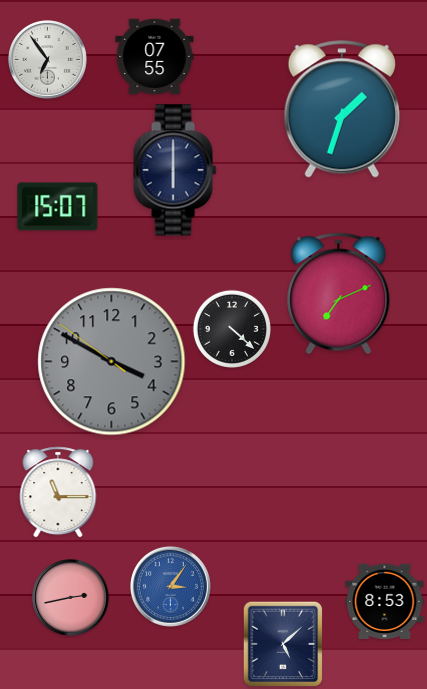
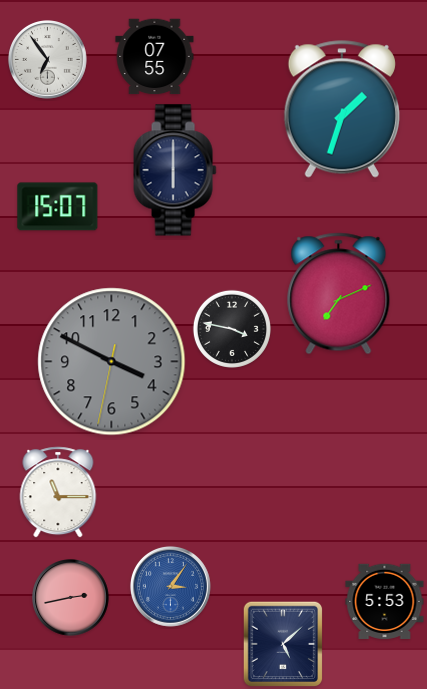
clock at (232, 329): 4:22 -> 3:47
clock at (112, 362): 3:49:51 -> 3:49:32
clock at (385, 601): 8:53 -> 5:53
